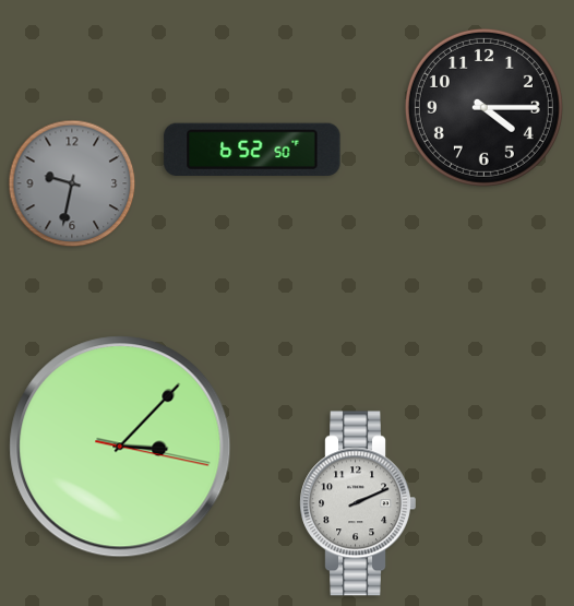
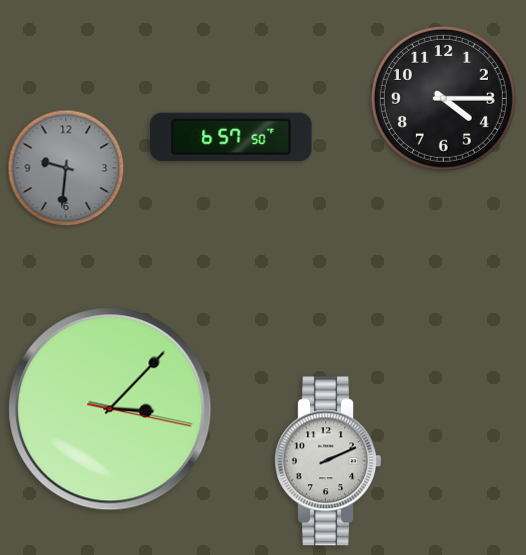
clock at (252, 148): 6:52 -> 6:57
clock at (72, 183): 9:32 -> 9:31
